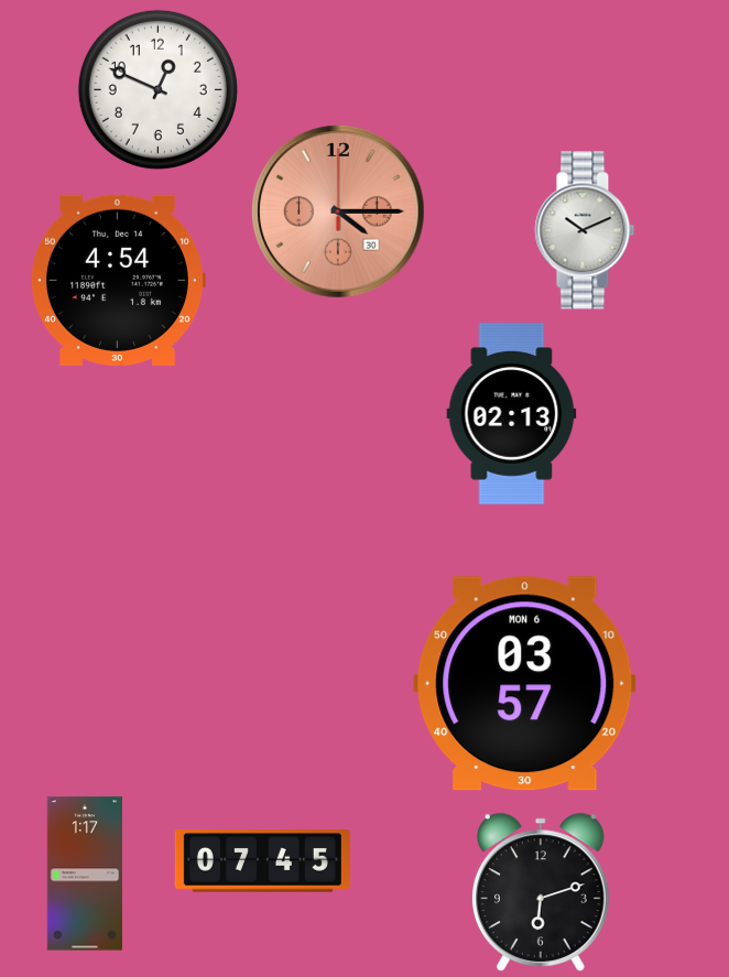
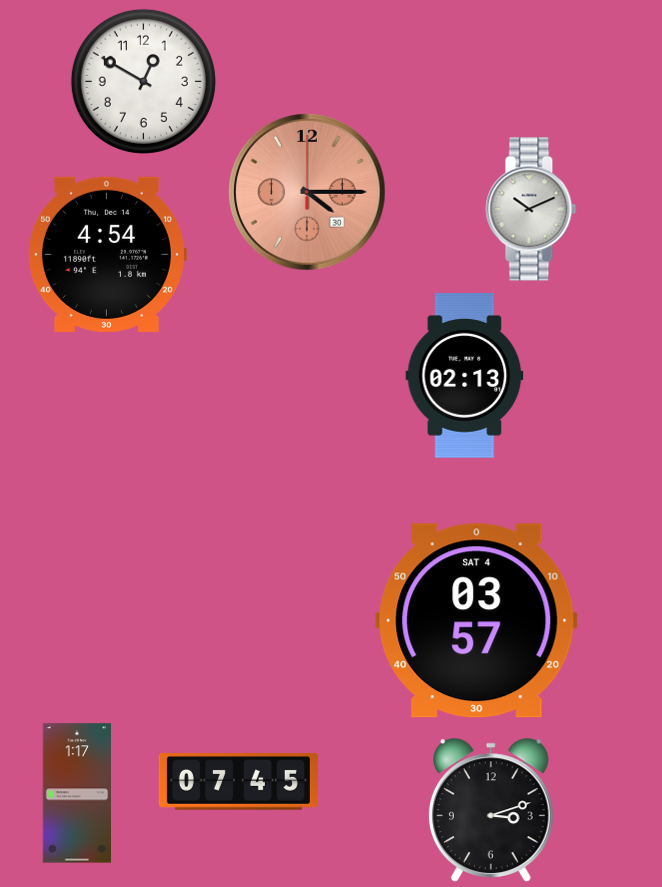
clock at (157, 89): 12:49 -> 12:50
clock at (525, 684) date: MON 6 -> SAT 4
clock at (541, 892): 6:12 -> 3:12
